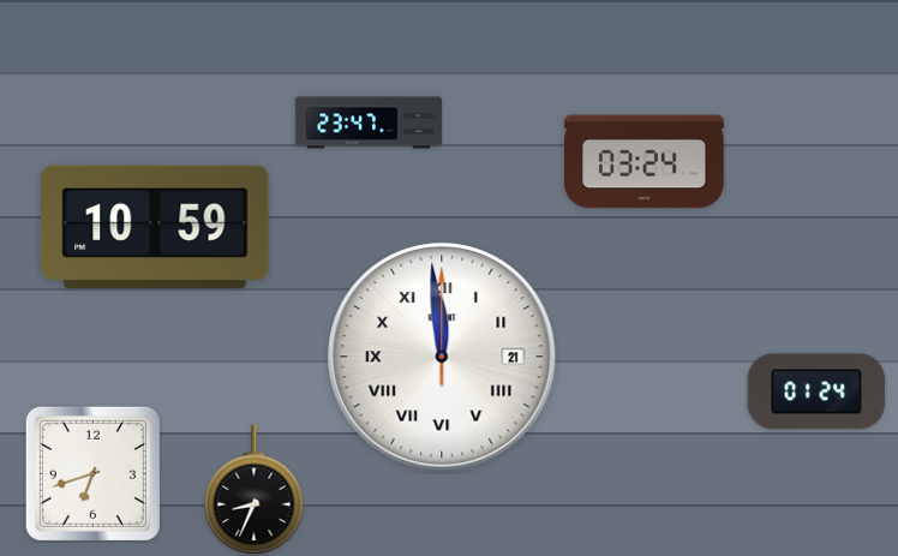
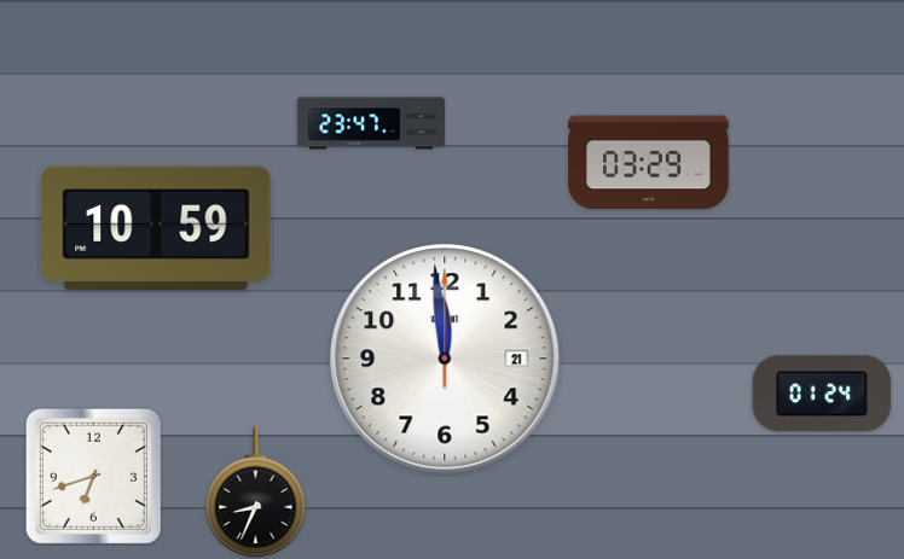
clock at (645, 162): 03:24 -> 03:29
clock at (442, 357) numerals: Roman -> Arabic
